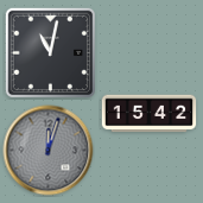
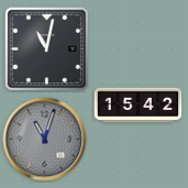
clock at (49, 151): 12:03 -> 11:03
